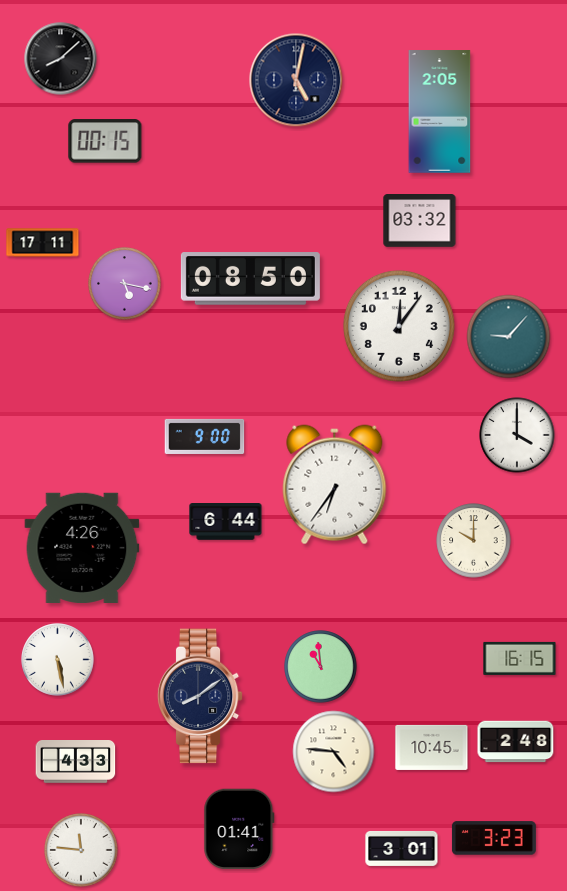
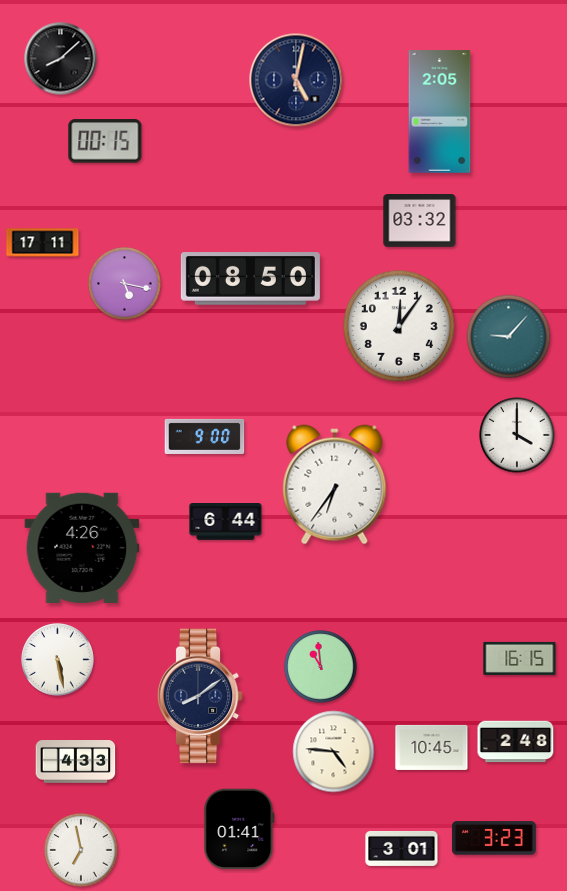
clock at (474, 541): 10:00 -> none
clock at (81, 850): 11:46 -> 6:58
